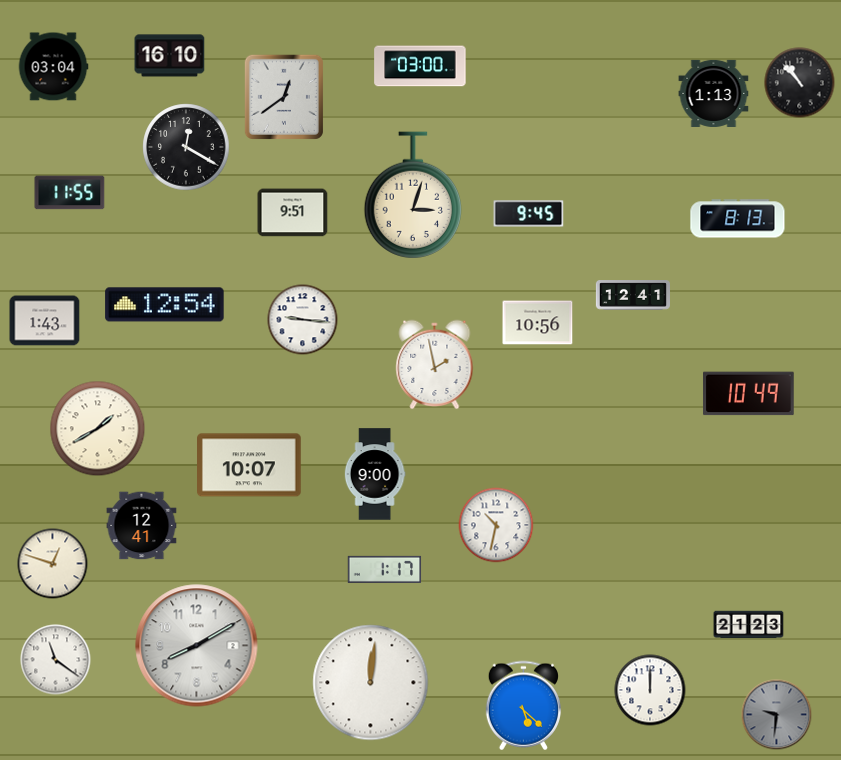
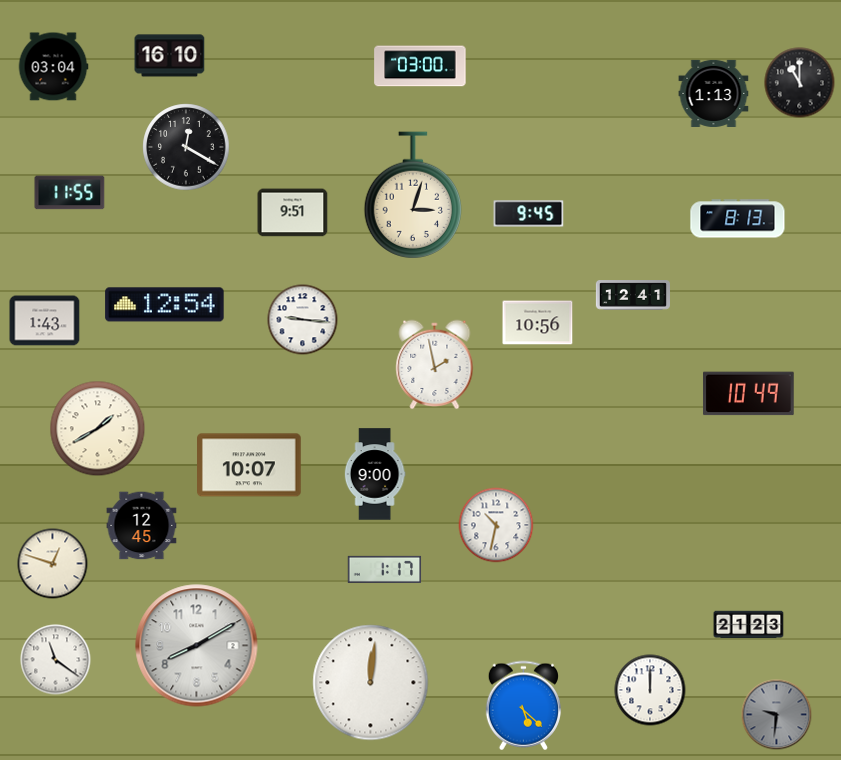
clock at (800, 83): 10:53 -> 11:00
clock at (284, 97): 12:39 -> none
clock at (142, 526): 12:41 -> 12:45
